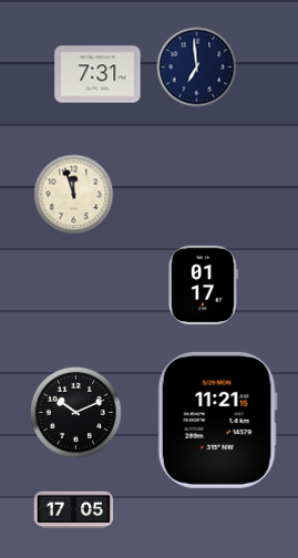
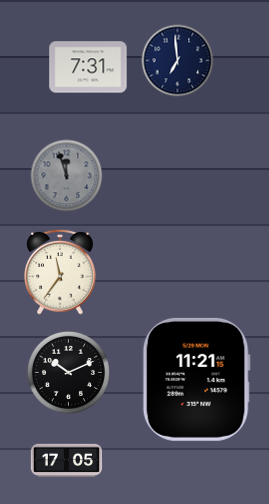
clock at (74, 195) dial: cream -> grey
clock at (203, 285): 01:17 -> none
clock at (61, 272): none -> 11:36
